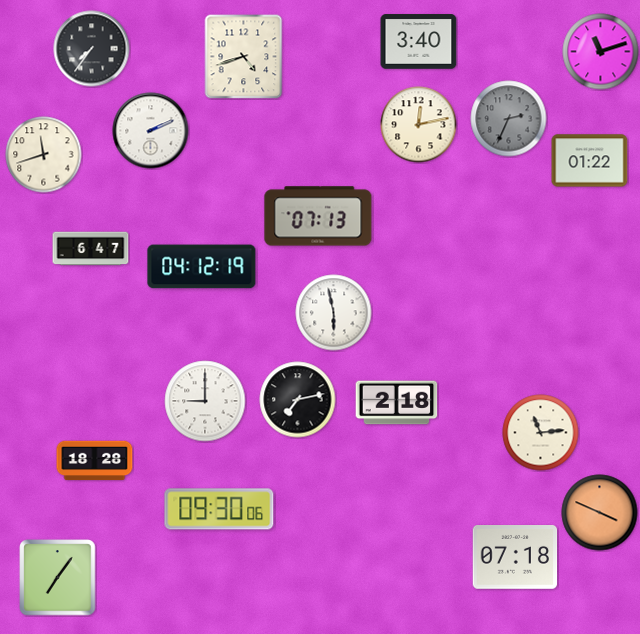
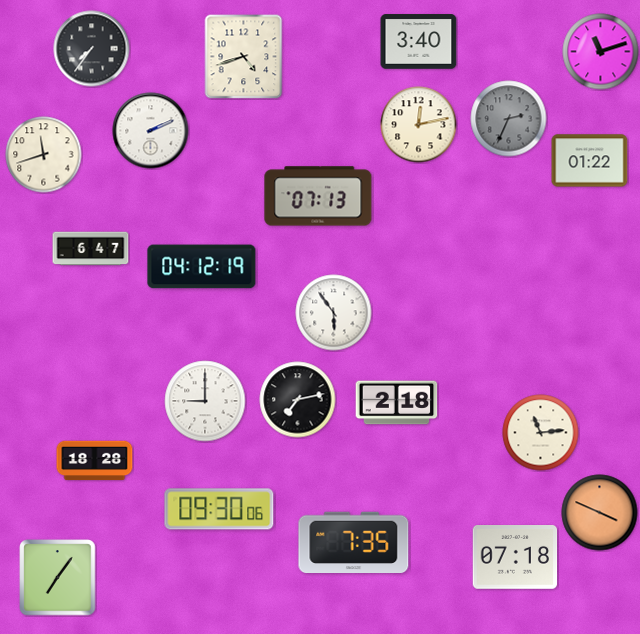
clock at (318, 216) position: (318, 216) -> (318, 196)
clock at (334, 313): 5:58 -> 5:54
clock at (354, 542): none -> 7:35
